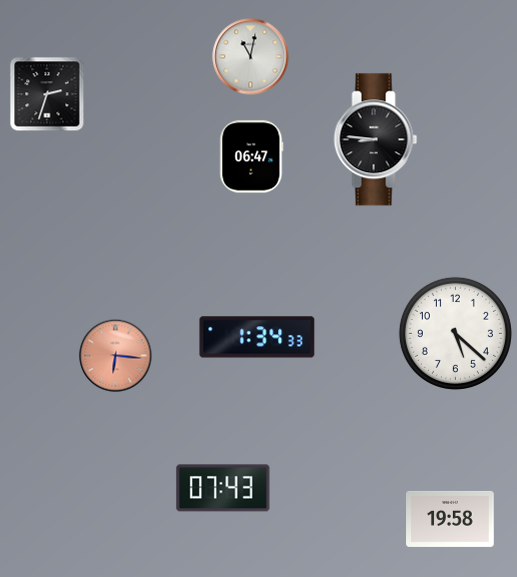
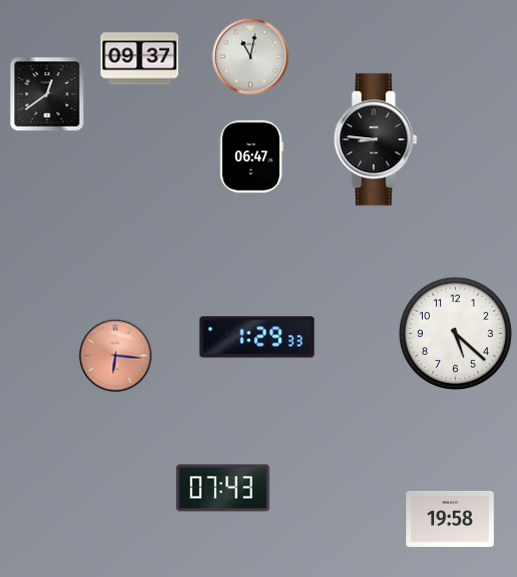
clock at (140, 59): none -> 09:37
clock at (47, 94): 2:33 -> 12:39
clock at (257, 337): 1:34 -> 1:29
